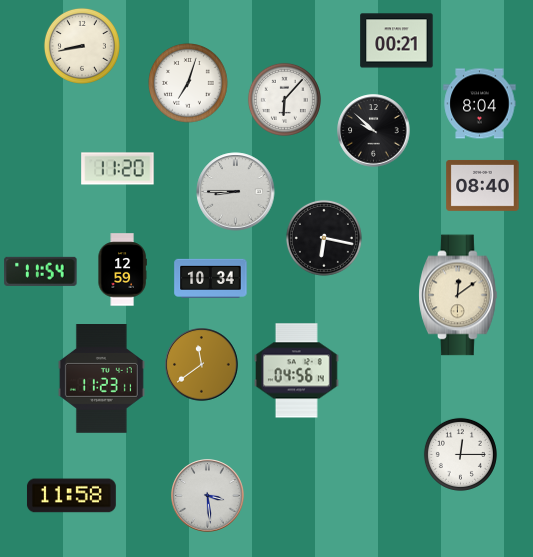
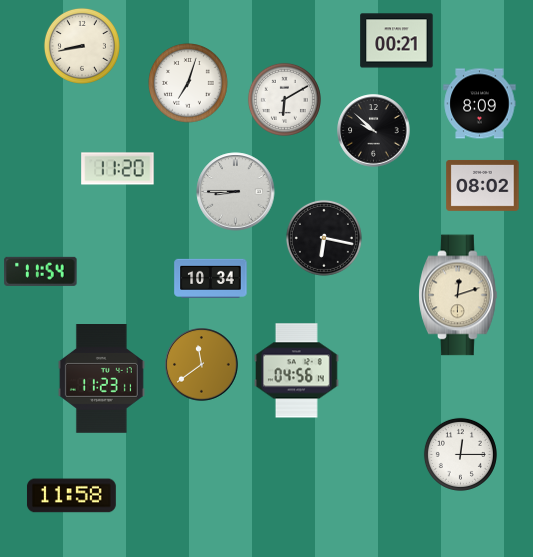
clock at (284, 99): 6:07 -> 6:10
clock at (480, 104): 8:04 -> 8:09
clock at (483, 185): 08:40 -> 08:02
clock at (122, 270): 12:59 -> none
clock at (458, 295): 12:09 -> 12:12
clock at (208, 496): 3:29 -> none
